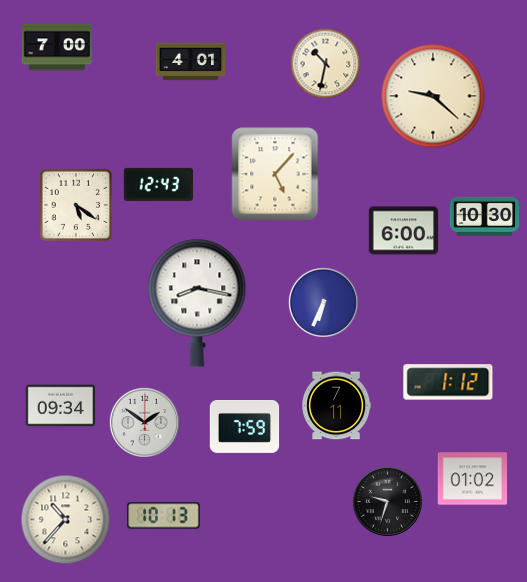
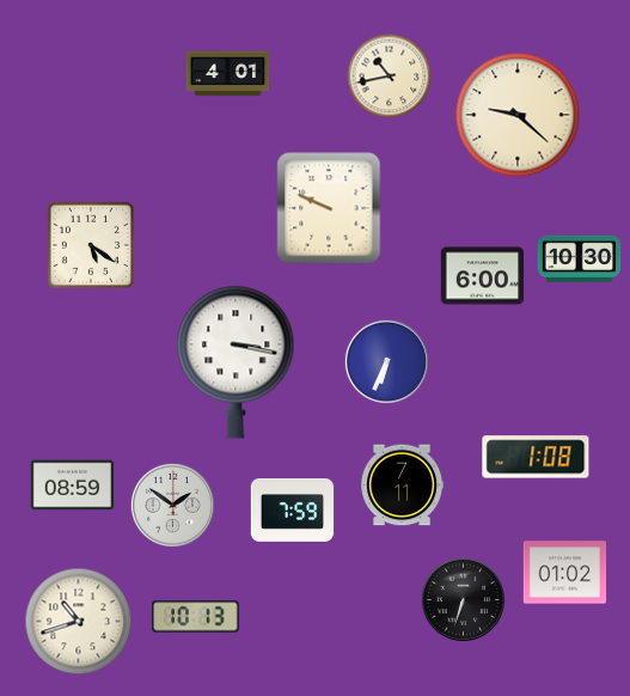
clock at (57, 47): 7:00 -> none
clock at (326, 64): 10:32 -> 10:43
clock at (275, 174): 5:07 -> 9:49
clock at (158, 184): 12:43 -> none
clock at (197, 303): 8:17 -> 3:17
clock at (448, 382): 1:12 -> 1:08
clock at (61, 406): 09:34 -> 08:59
clock at (387, 501): 9:33 -> 6:33
clock at (66, 520): 10:37 -> 10:42
